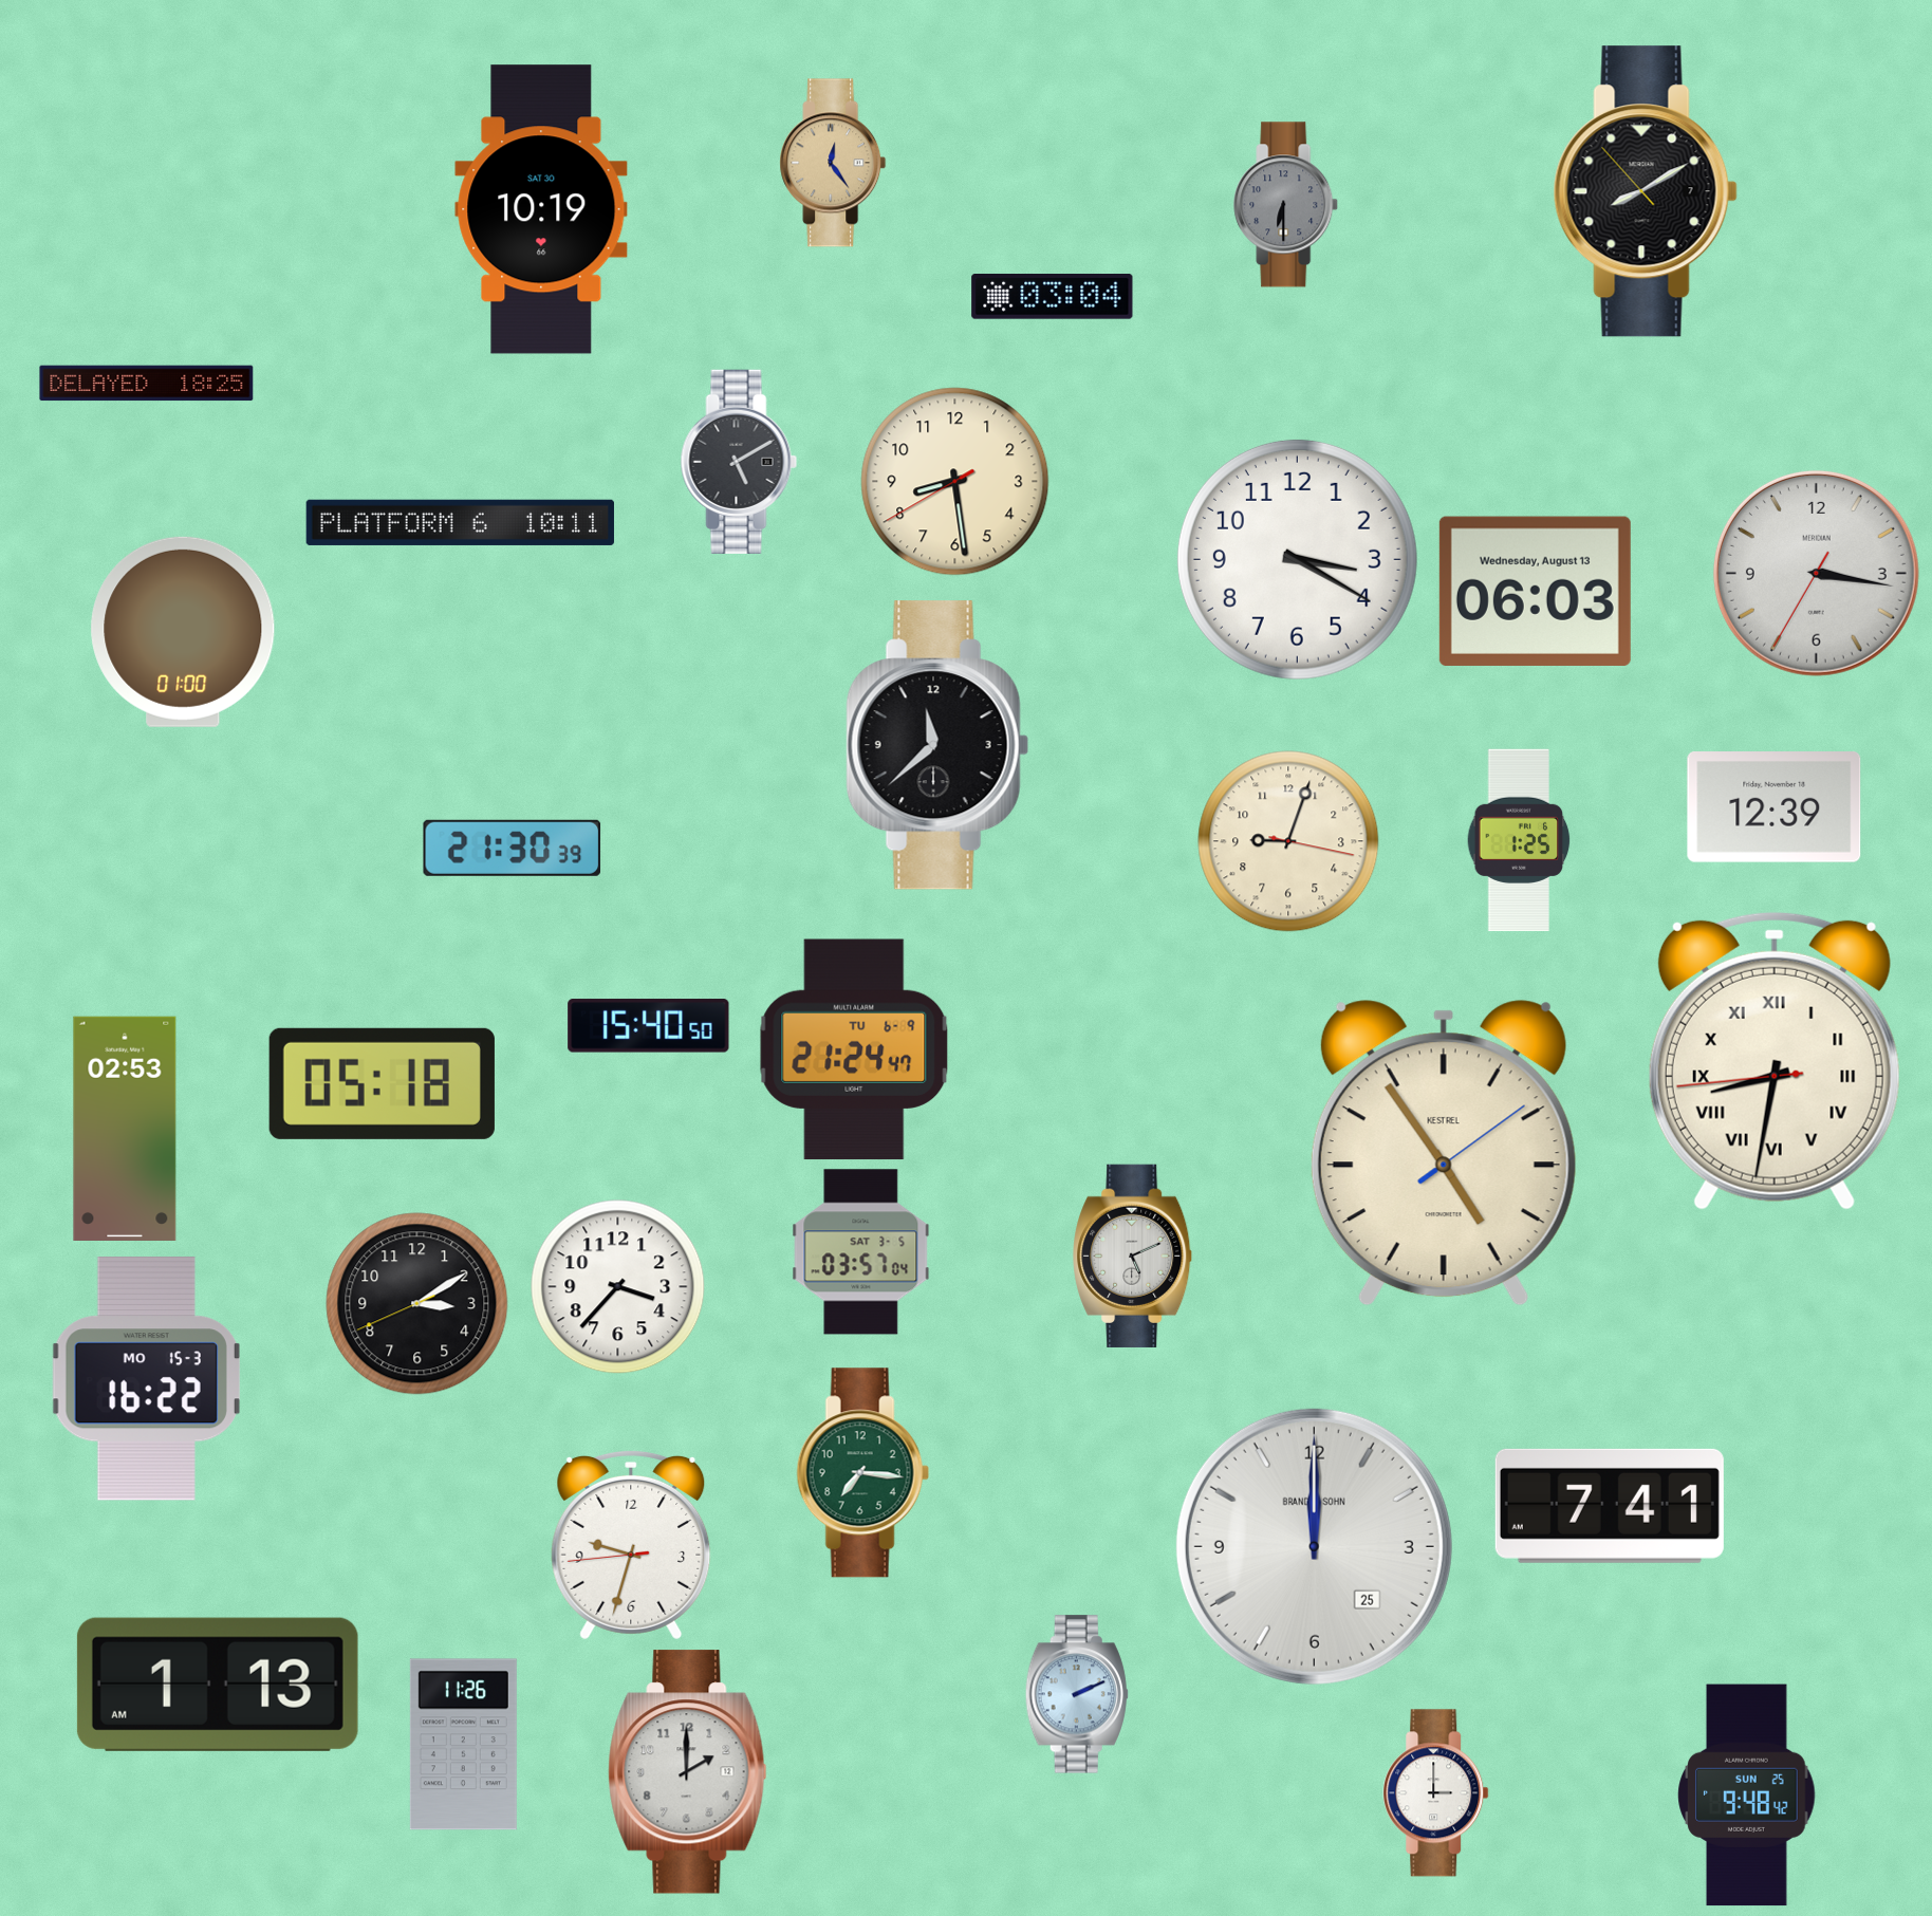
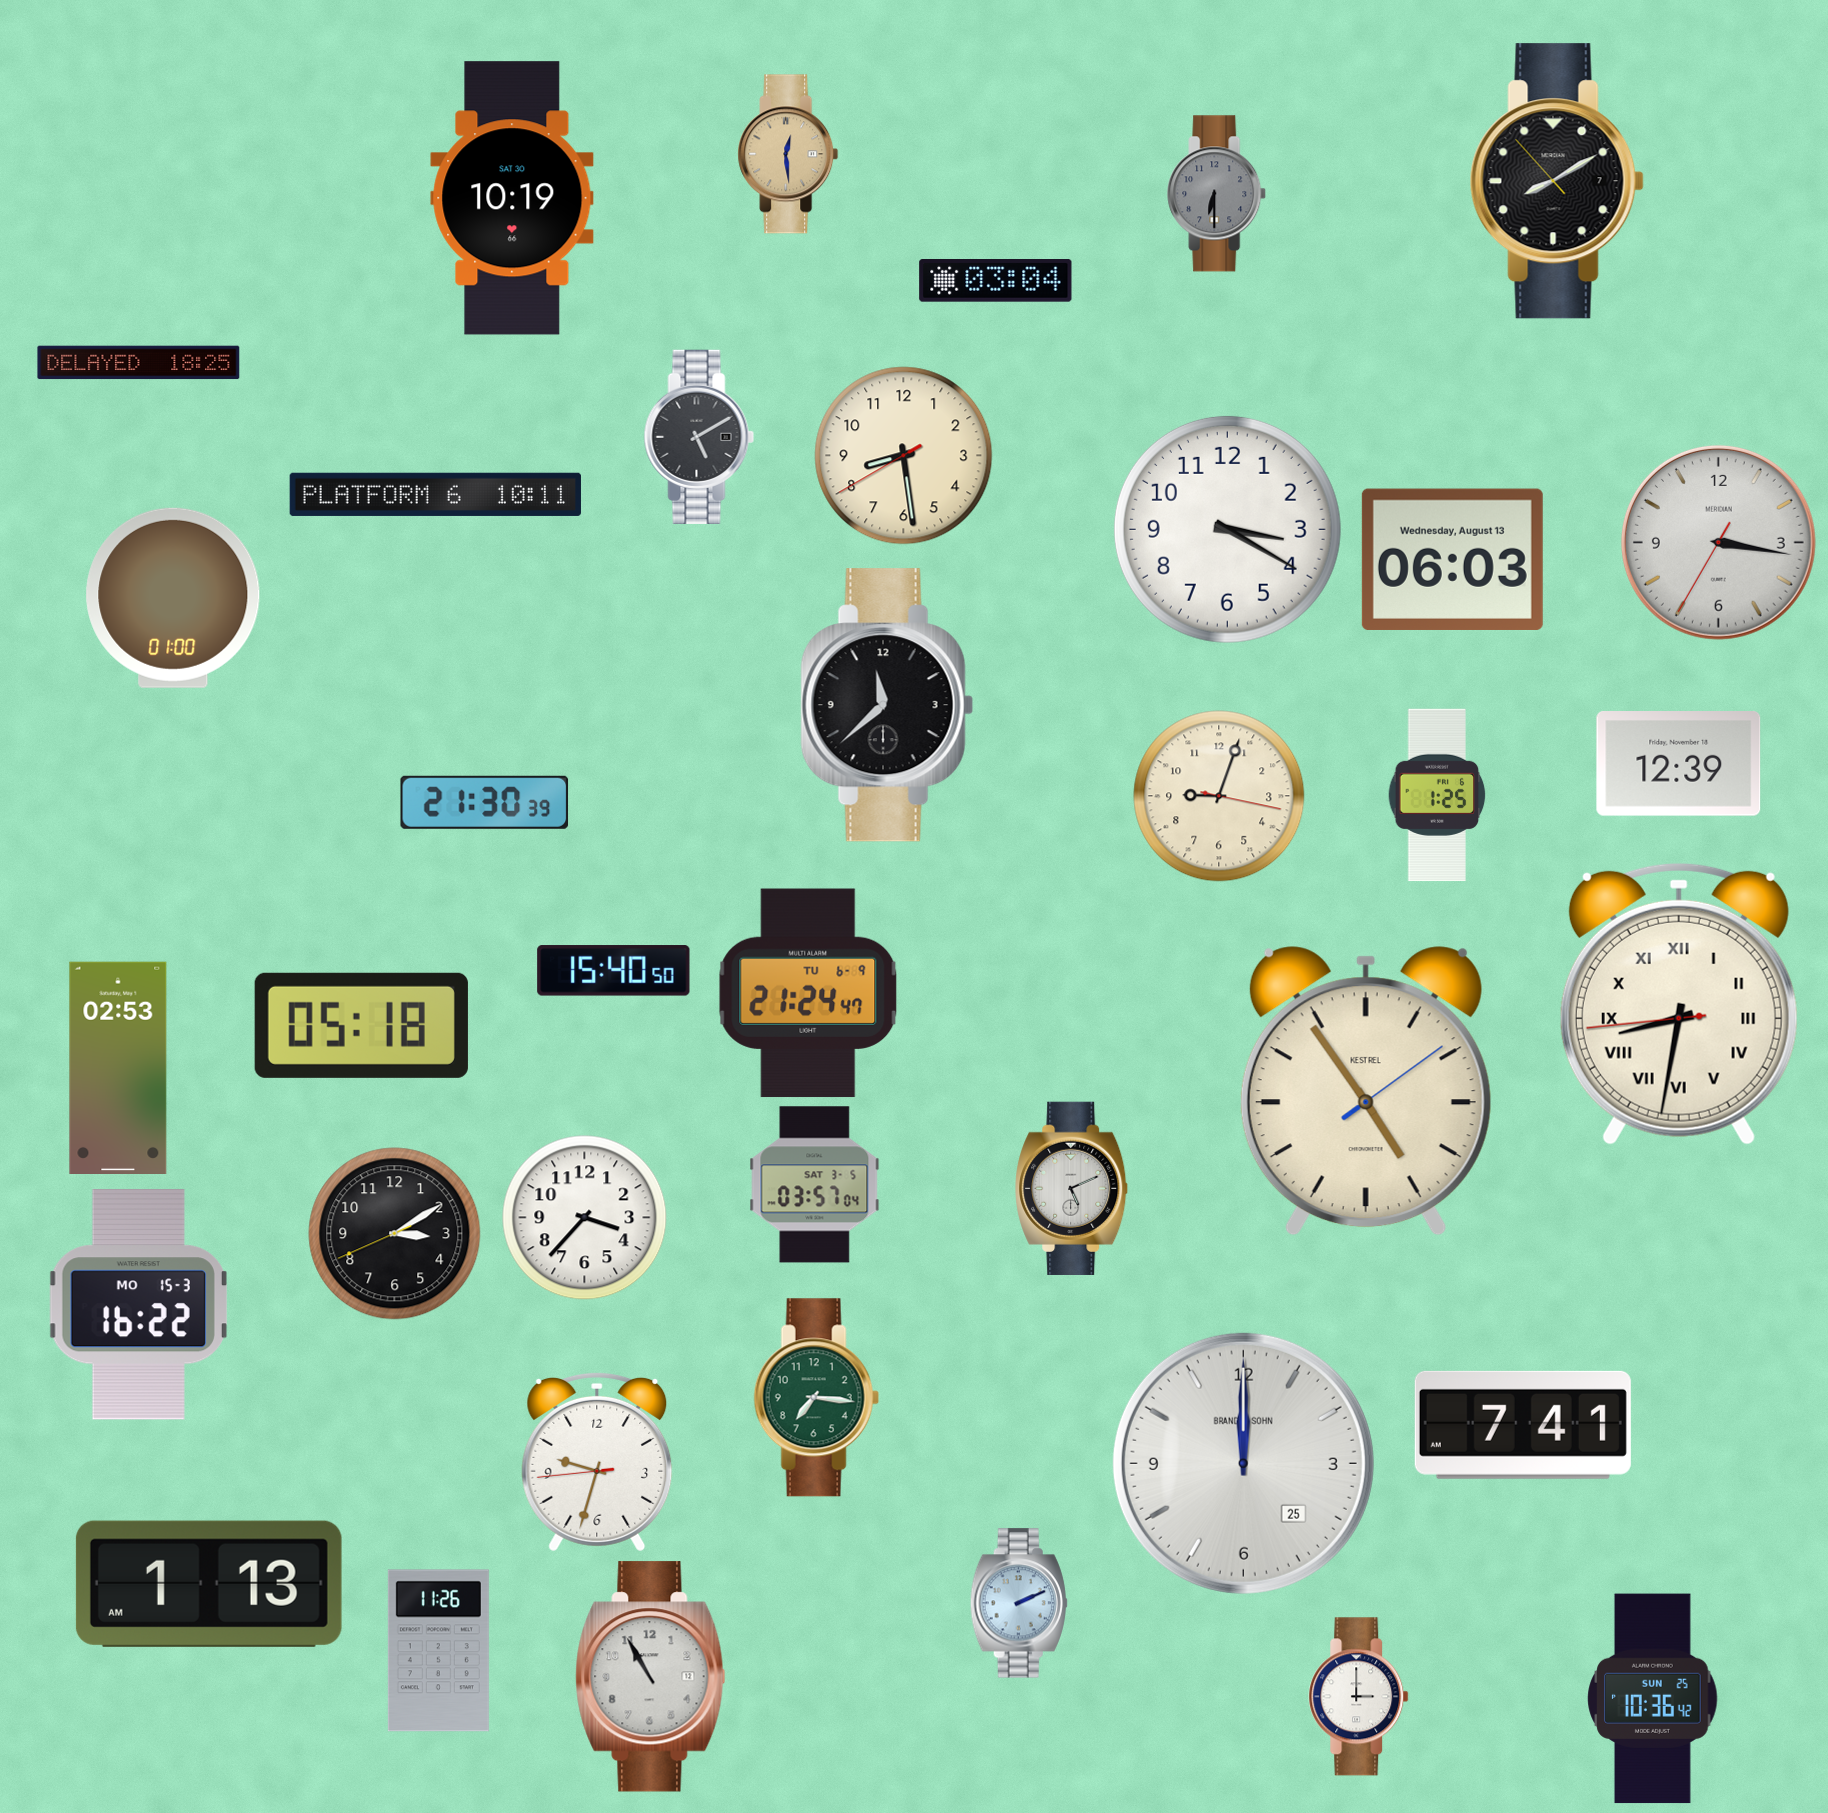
clock at (833, 163): 12:24 -> 12:29
clock at (862, 1473) position: (862, 1473) -> (816, 1398)
clock at (218, 1685) position: (218, 1685) -> (209, 1584)
clock at (688, 1772): 2:00 -> 10:55
clock at (1747, 1796): 9:48 -> 10:36
